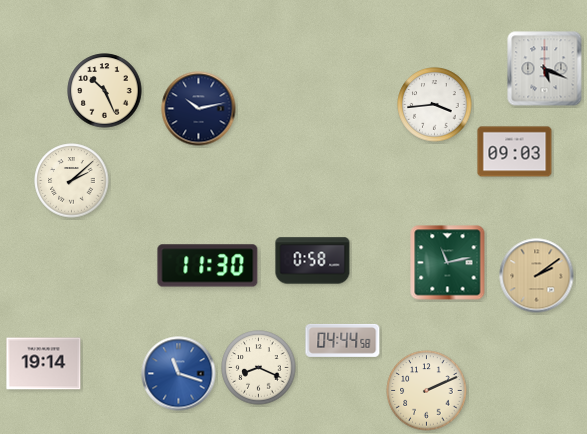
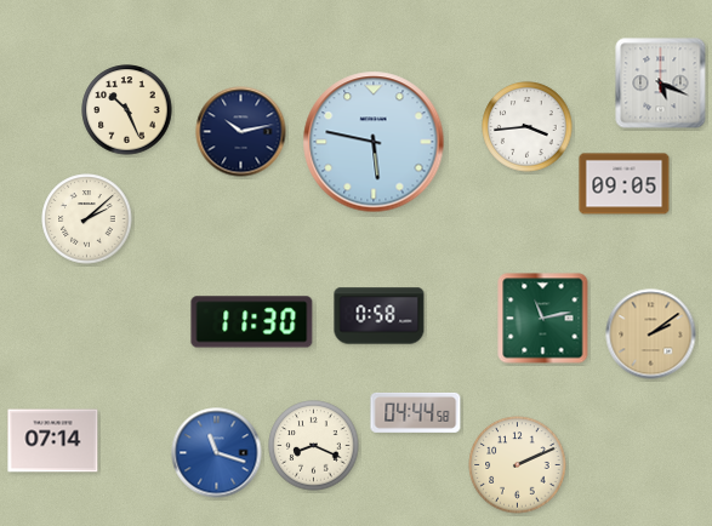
clock at (374, 142): none -> 5:47
clock at (515, 152): 09:03 -> 09:05
clock at (44, 364): 19:14 -> 07:14
clock at (427, 391) position: (427, 391) -> (518, 465)
